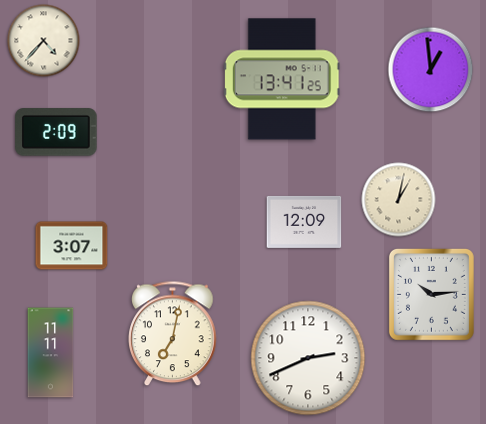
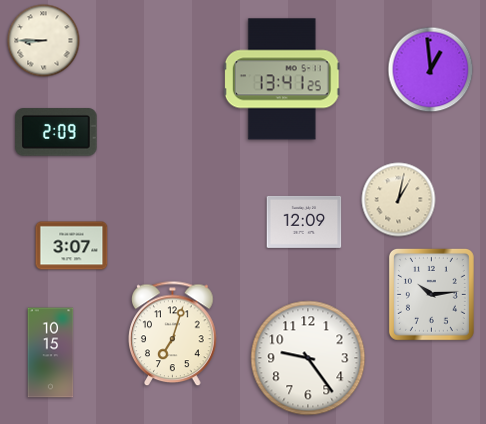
clock at (44, 41): 4:37 -> 8:45
clock at (173, 334): 7:02 -> 7:03
clock at (51, 353): 11:11 -> 10:15
clock at (308, 358): 2:41 -> 9:24
